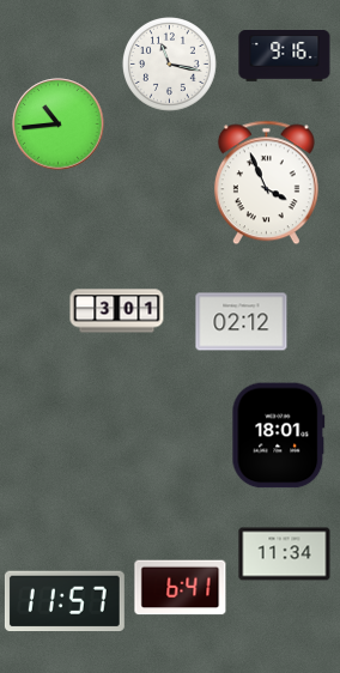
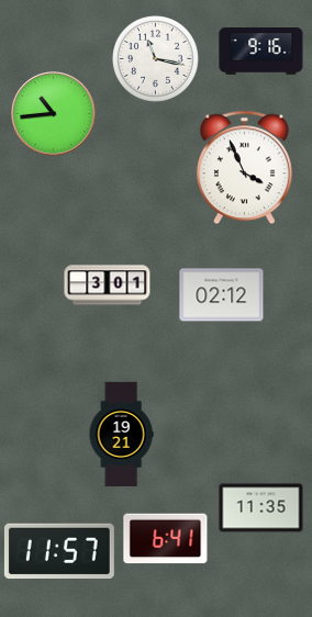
clock at (279, 436): 18:01 -> none
clock at (121, 434): none -> 19:21
clock at (285, 554): 11:34 -> 11:35
